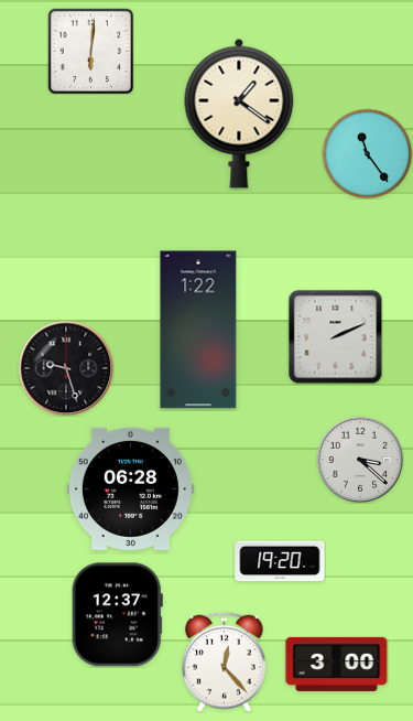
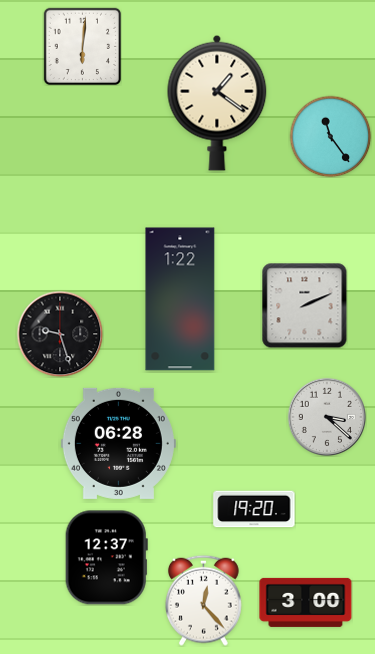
clock at (367, 153) position: (367, 153) -> (330, 136)
